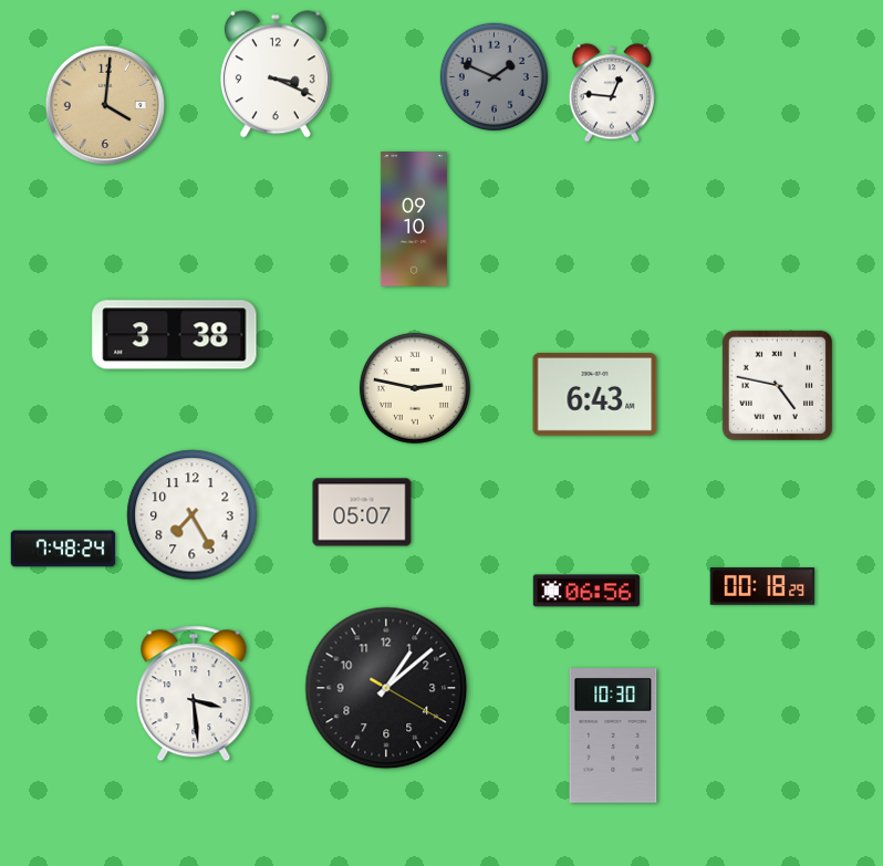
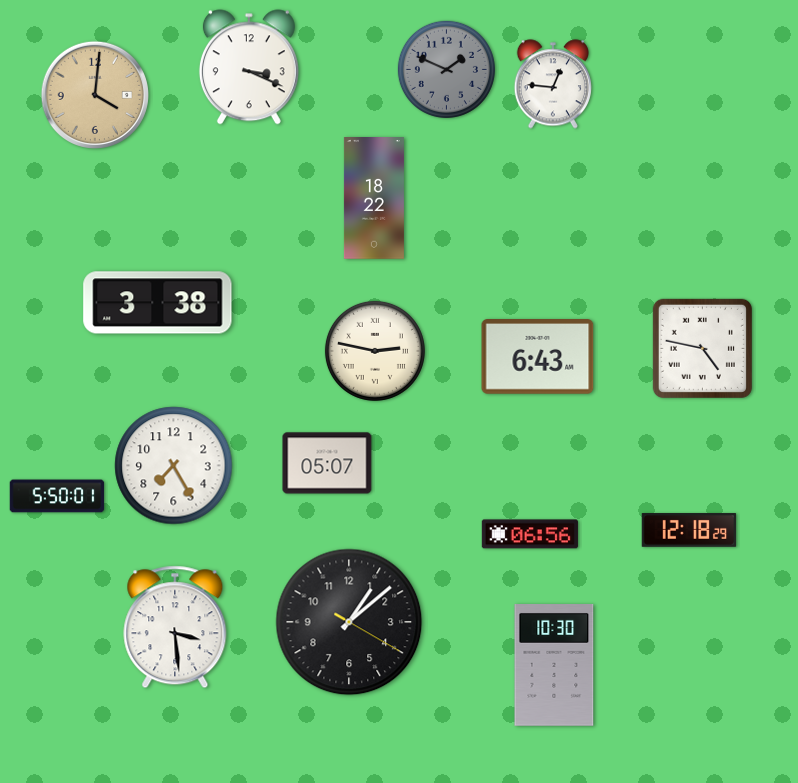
clock at (414, 219): 09:10 -> 18:22
clock at (63, 549): 7:48 -> 5:50
clock at (762, 586): 00:18 -> 12:18
